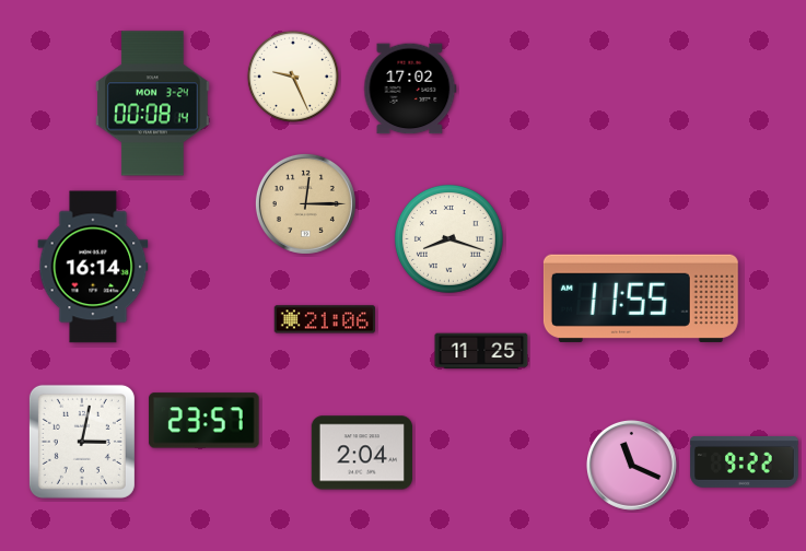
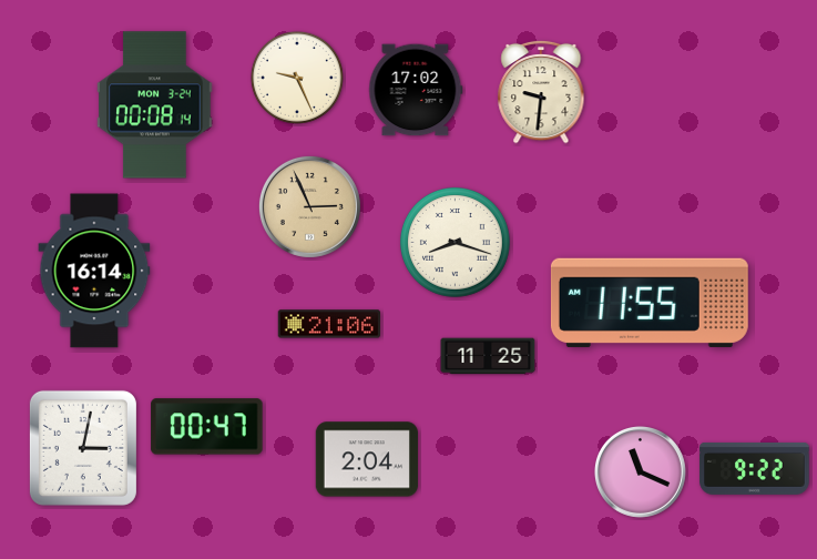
clock at (541, 92): none -> 9:31
clock at (305, 203): 12:15 -> 2:56
clock at (205, 421): 23:57 -> 00:47
